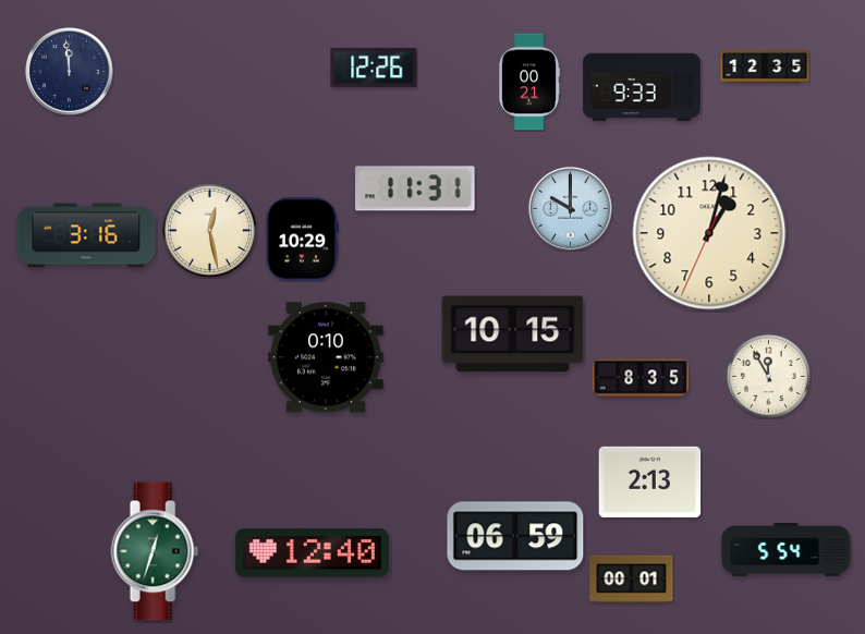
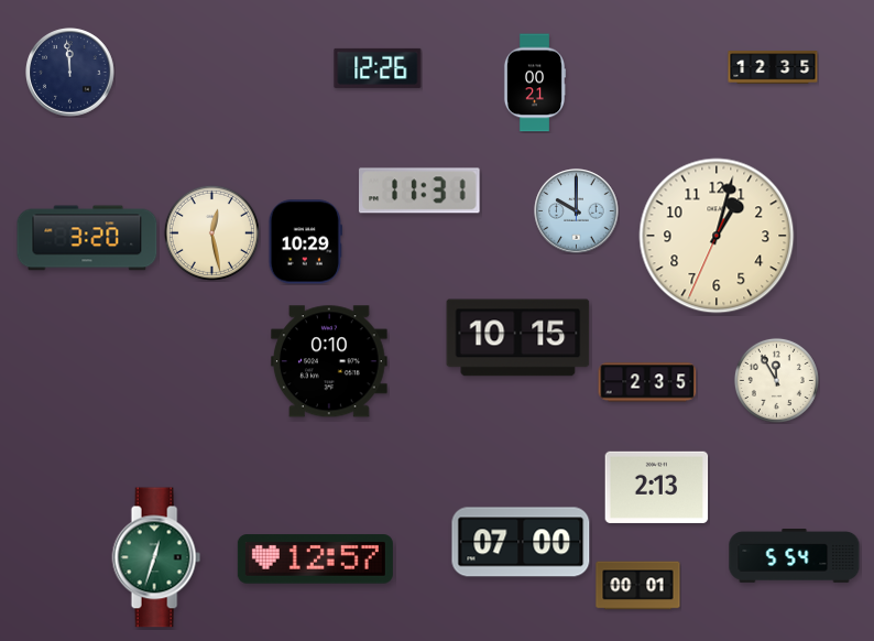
clock at (642, 87): 9:33 -> none
clock at (86, 235): 3:16 -> 3:20
clock at (641, 378): 8:35 -> 2:35
clock at (515, 536): 06:59 -> 07:00
clock at (312, 553): 12:40 -> 12:57
